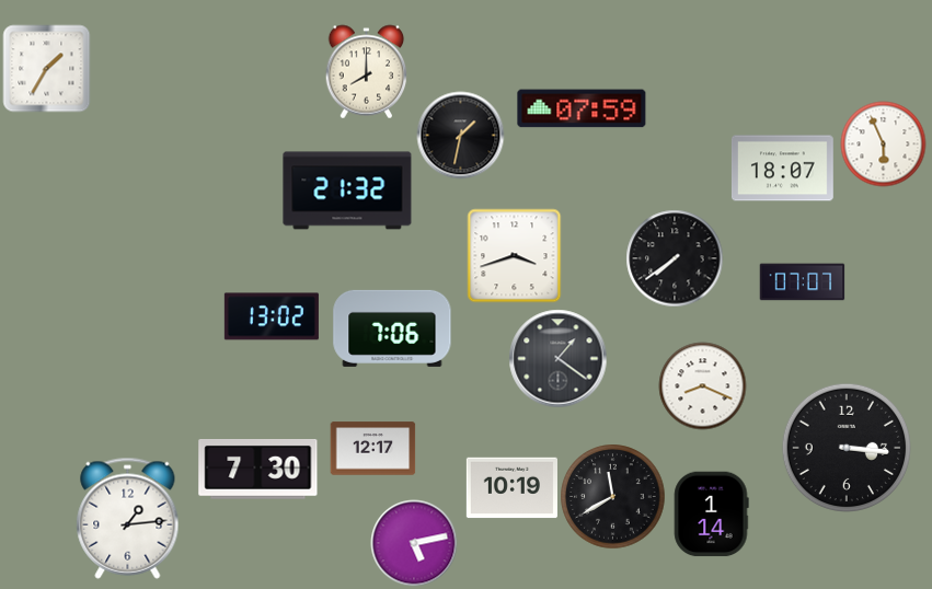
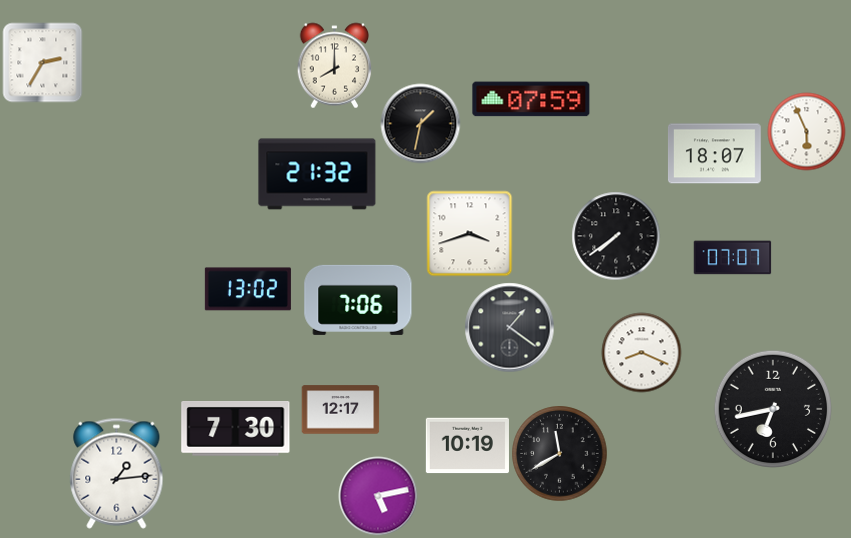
clock at (46, 68): 1:35 -> 2:35
clock at (845, 447): 3:16 -> 6:43
clock at (712, 513): 1:14 -> none
